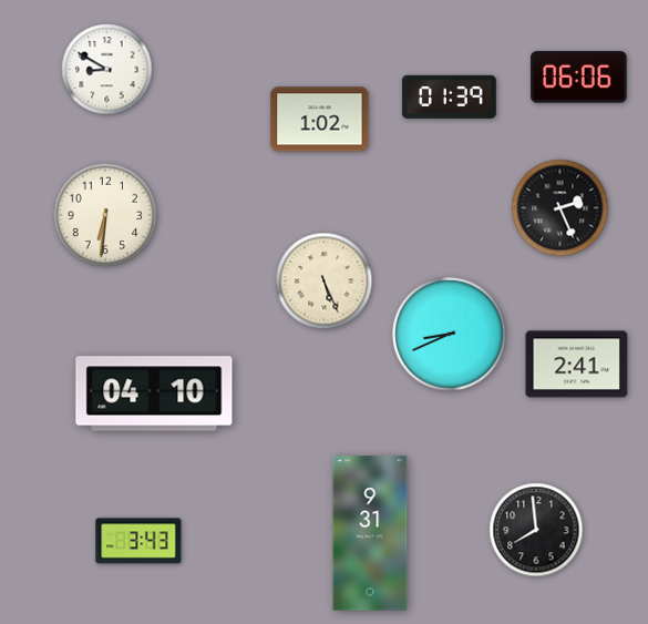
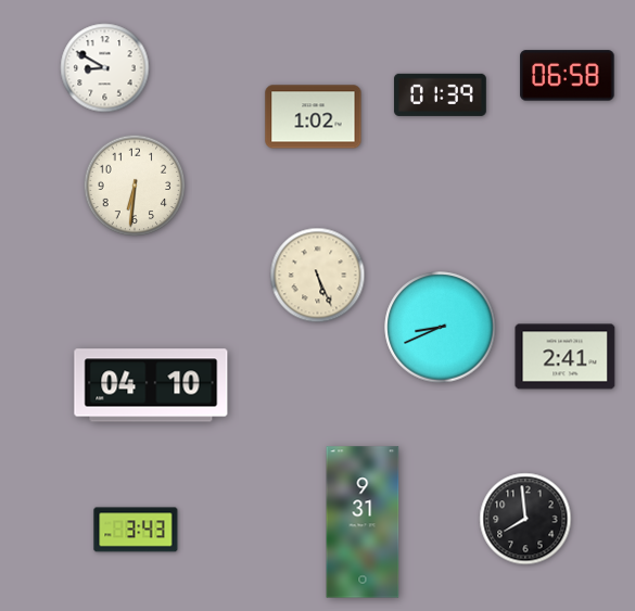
clock at (579, 78): 06:06 -> 06:58
clock at (560, 208): 2:26 -> none
clock at (105, 215) position: (105, 215) -> (135, 186)
